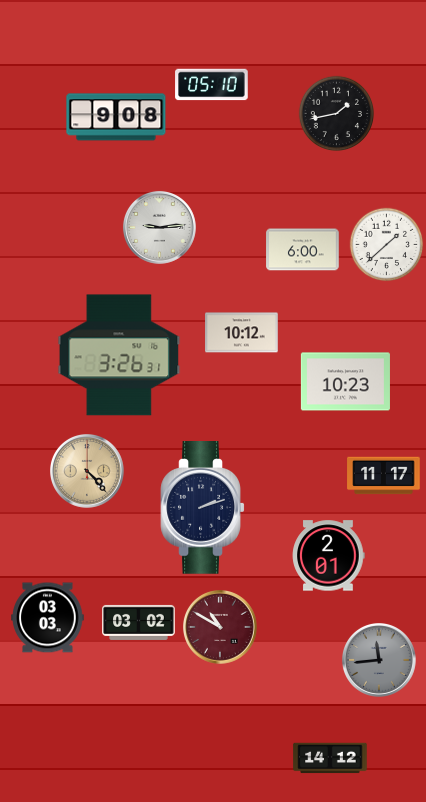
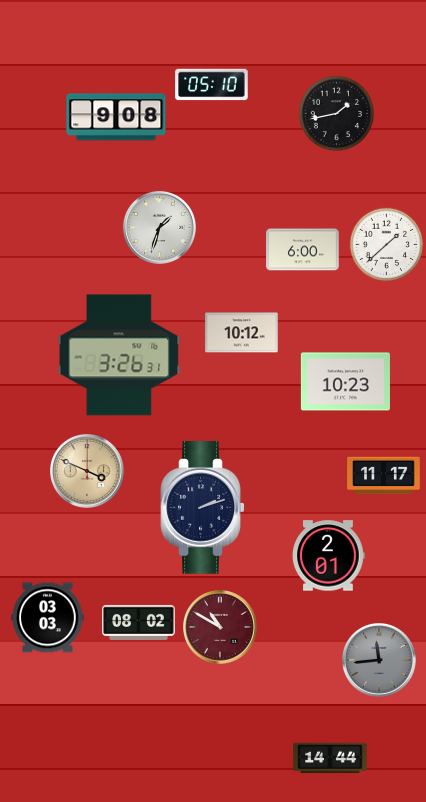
clock at (159, 227): 9:14 -> 1:33
clock at (88, 472): 4:23 -> 3:49
clock at (139, 622): 03:02 -> 08:02
clock at (330, 758): 14:12 -> 14:44
